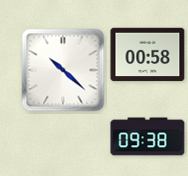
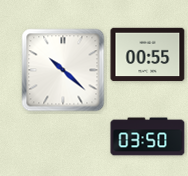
clock at (148, 55): 00:58 -> 00:55
clock at (148, 137): 09:38 -> 03:50
